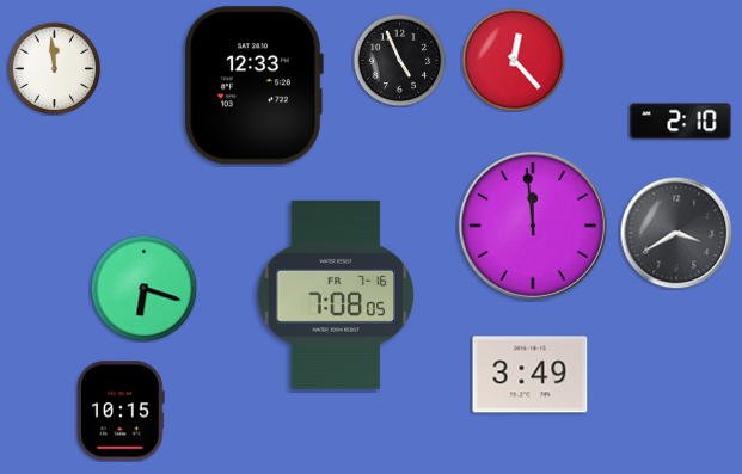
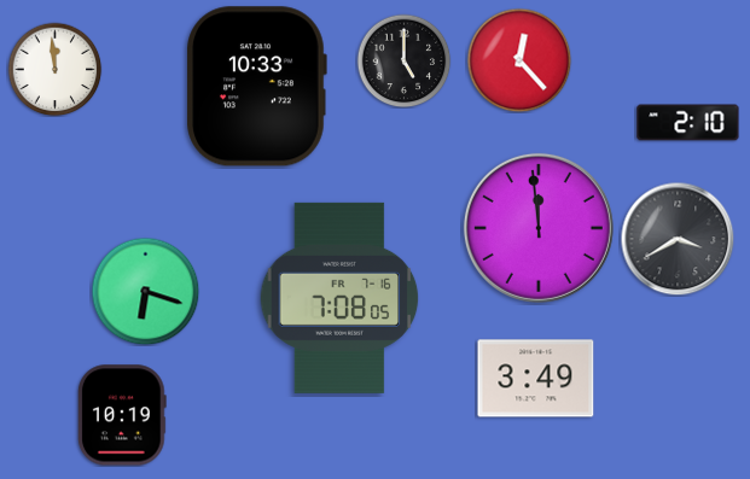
clock at (399, 60): 4:56 -> 5:00
clock at (253, 86): 12:33 -> 10:33
clock at (676, 233) position: (676, 233) -> (678, 239)
clock at (122, 411): 10:15 -> 10:19
